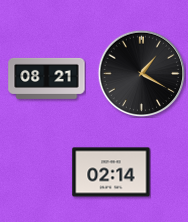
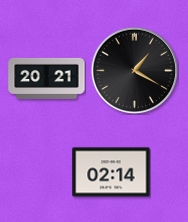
clock at (141, 73) position: (141, 73) -> (134, 70)
clock at (47, 78): 08:21 -> 20:21
